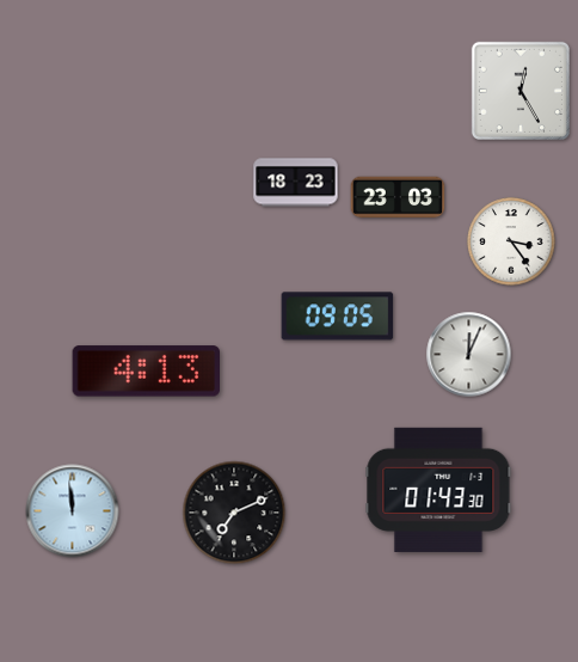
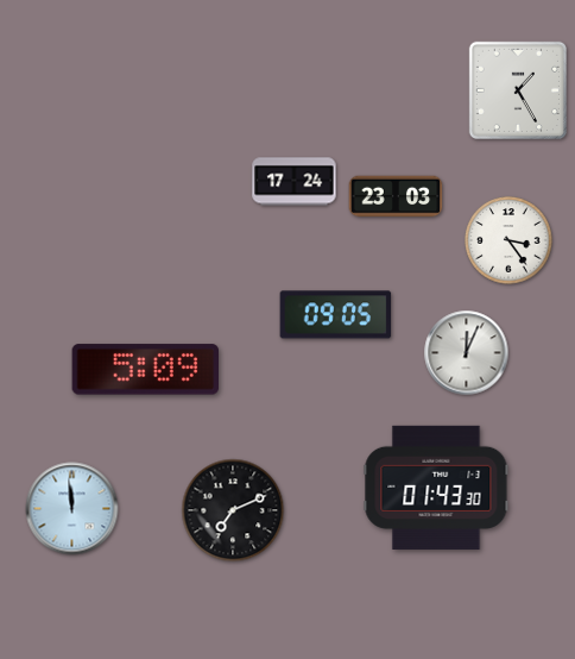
clock at (521, 91): 12:25 -> 1:25
clock at (296, 183): 18:23 -> 17:24
clock at (146, 372): 4:13 -> 5:09
